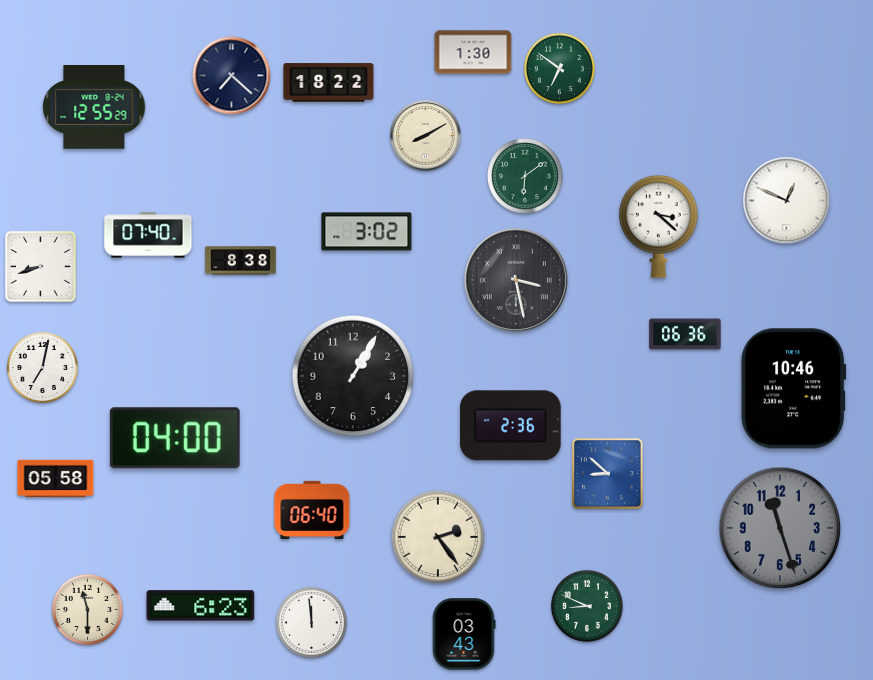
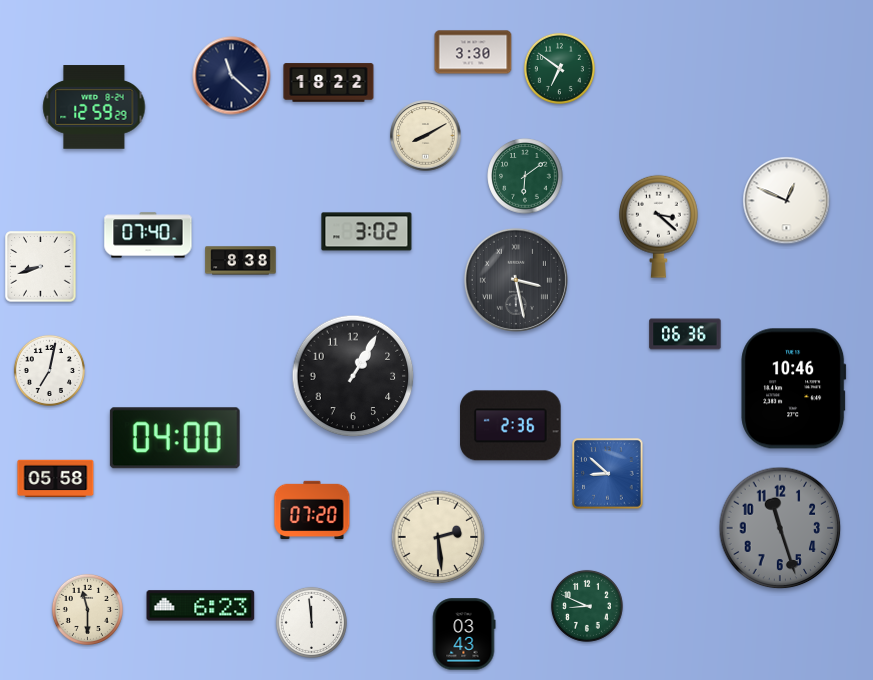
clock at (473, 52): 1:30 -> 3:30
clock at (232, 76): 7:22 -> 11:22
clock at (94, 107): 12:55 -> 12:59
clock at (42, 367) position: (42, 367) -> (49, 370)
clock at (312, 510): 06:40 -> 07:20
clock at (438, 537): 2:24 -> 2:29
